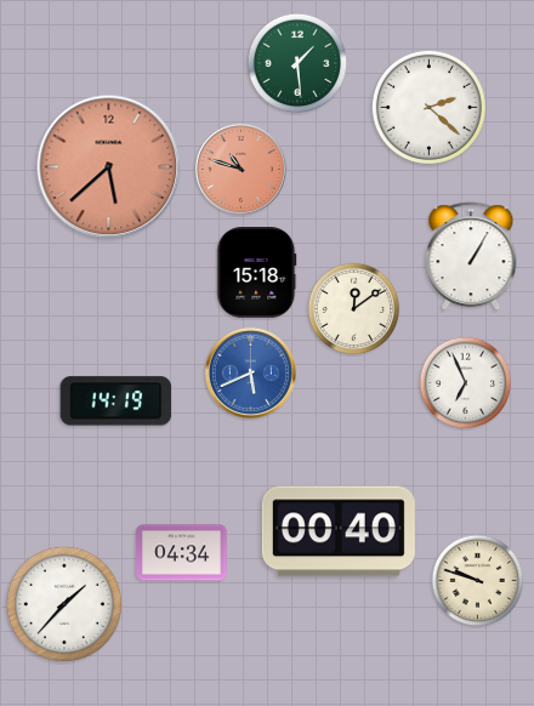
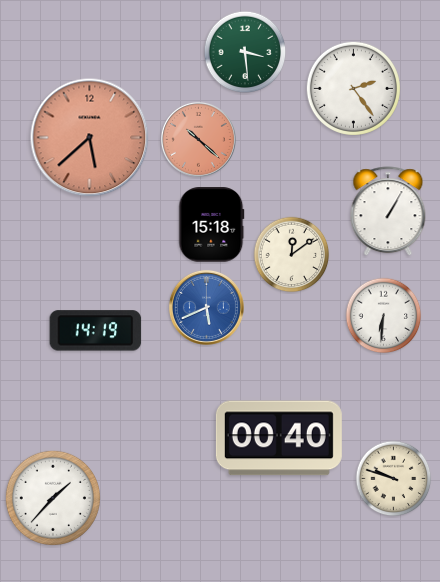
clock at (297, 63): 1:29 -> 3:29
clock at (428, 107): 2:22 -> 2:24
clock at (240, 169): 10:48 -> 10:22
clock at (466, 383): 6:56 -> 6:31
clock at (182, 553): 04:34 -> none
